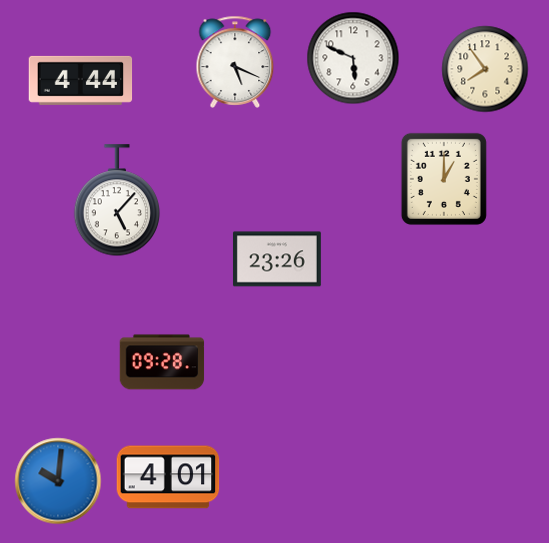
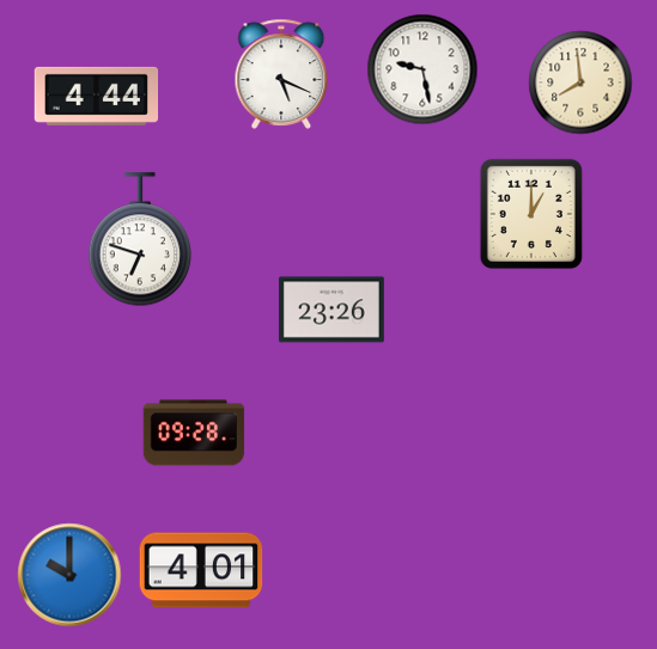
clock at (353, 58): 5:49 -> 9:28
clock at (485, 69): 7:54 -> 7:59
clock at (117, 201): 5:07 -> 6:48
clock at (58, 481): 10:01 -> 10:00
